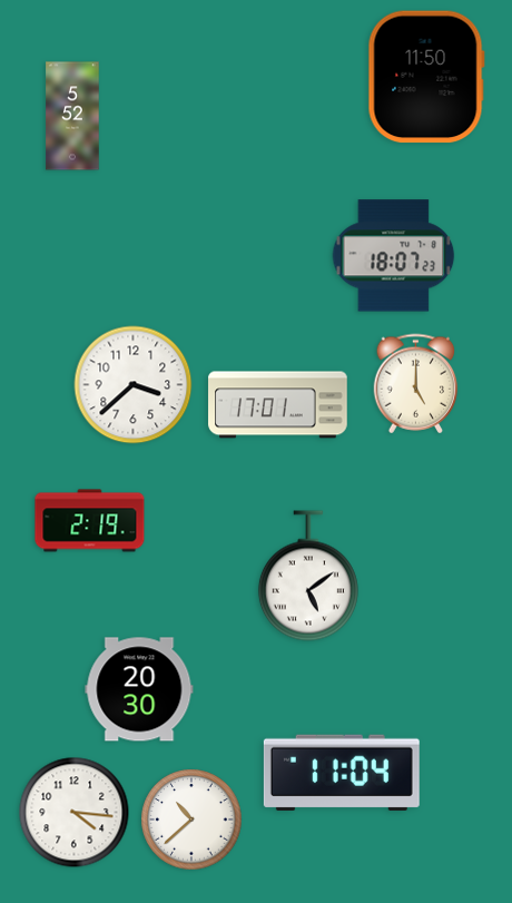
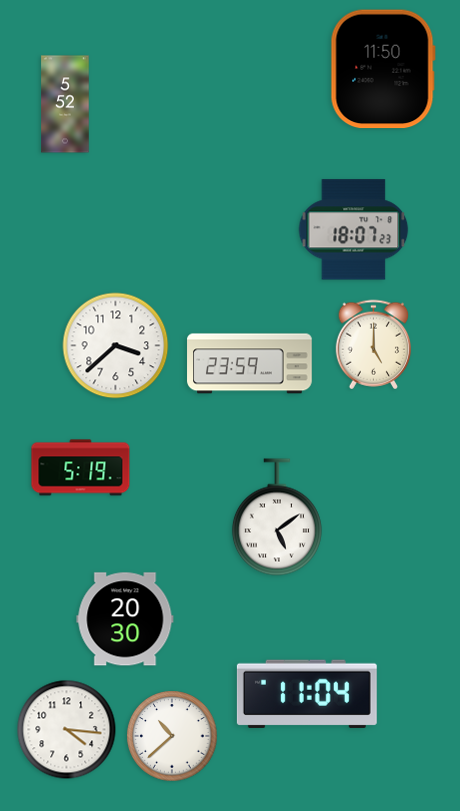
clock at (134, 385) position: (134, 385) -> (116, 346)
clock at (278, 405): 17:01 -> 23:59
clock at (90, 521): 2:19 -> 5:19
